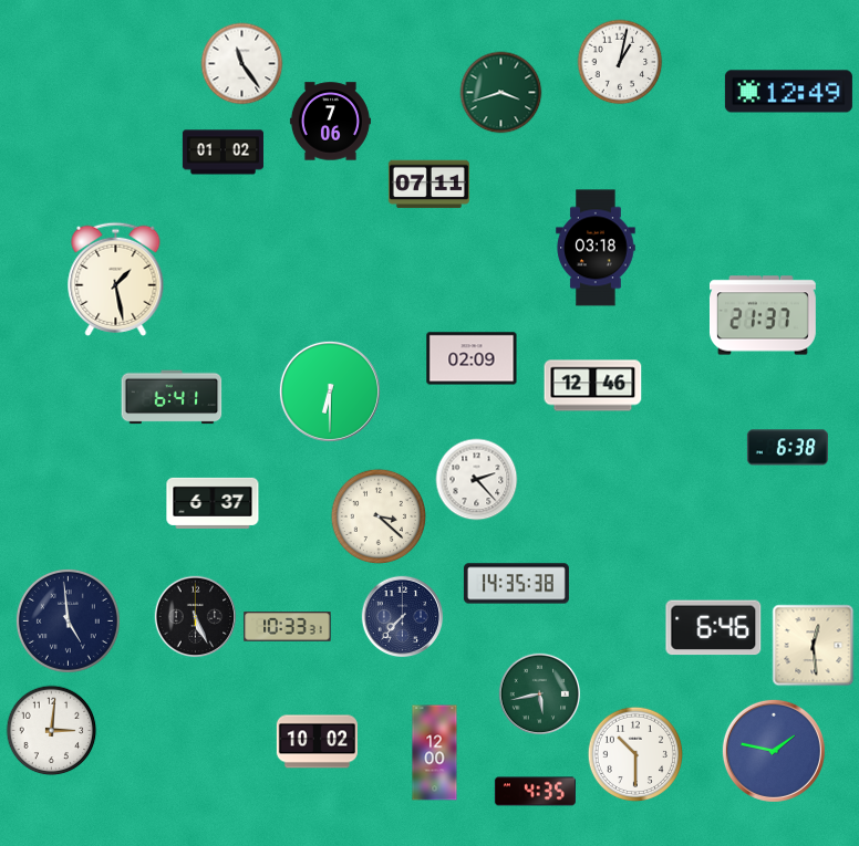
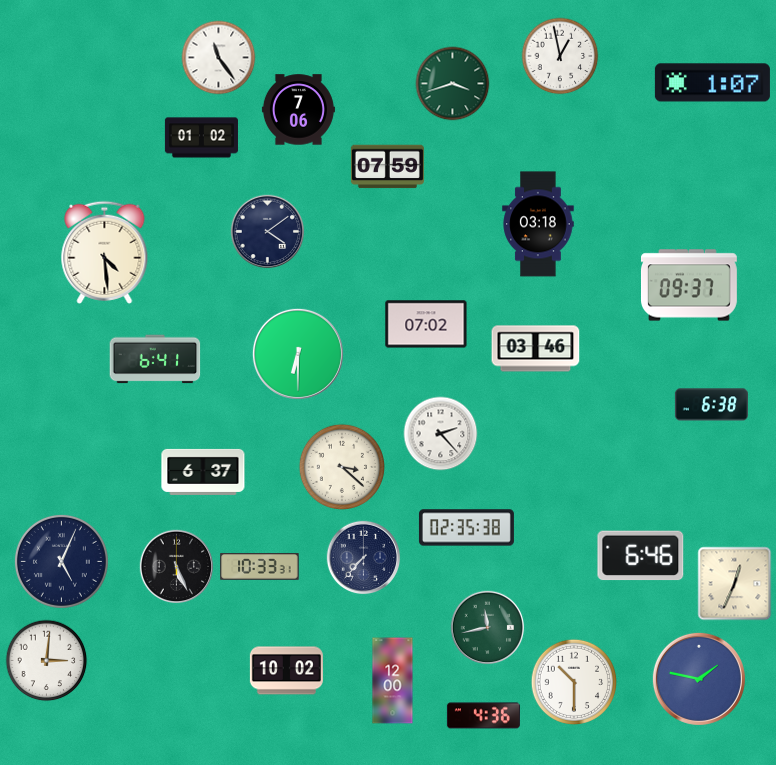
clock at (620, 62): 1:02 -> 12:58
clock at (788, 92): 12:49 -> 1:07
clock at (428, 185): 07:11 -> 07:59
clock at (268, 232): none -> 4:09
clock at (116, 279): 1:28 -> 4:29
clock at (763, 315): 21:37 -> 09:37
clock at (472, 358): 02:09 -> 07:02
clock at (593, 386): 12:46 -> 03:46
clock at (477, 480) position: (477, 480) -> (441, 434)
clock at (213, 503) position: (213, 503) -> (203, 472)
clock at (516, 584): 14:35 -> 02:35
clock at (196, 617) position: (196, 617) -> (177, 567)
clock at (68, 620): 4:59 -> 5:04
clock at (714, 628) position: (714, 628) -> (641, 556)
clock at (814, 646): 12:29 -> 12:34
clock at (540, 694): 5:43 -> 11:43
clock at (535, 792): 4:35 -> 4:36
